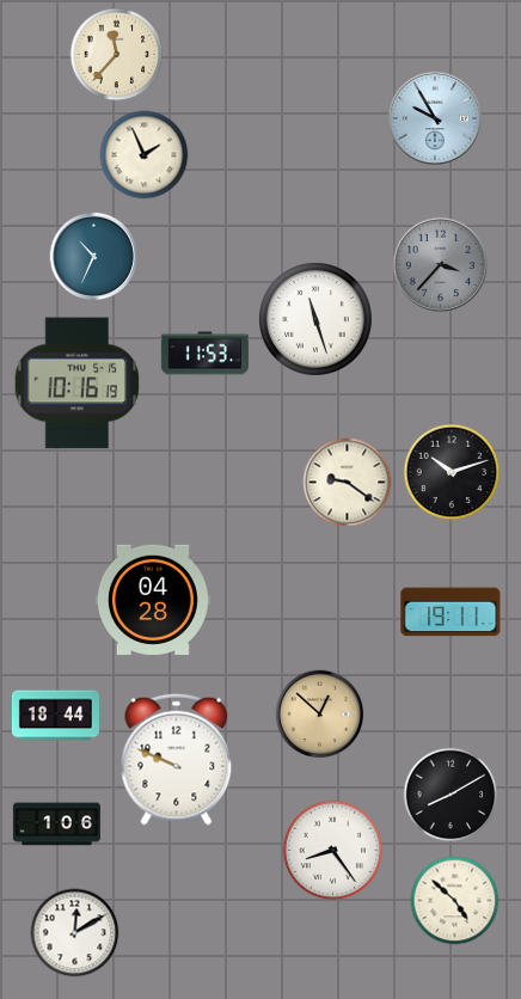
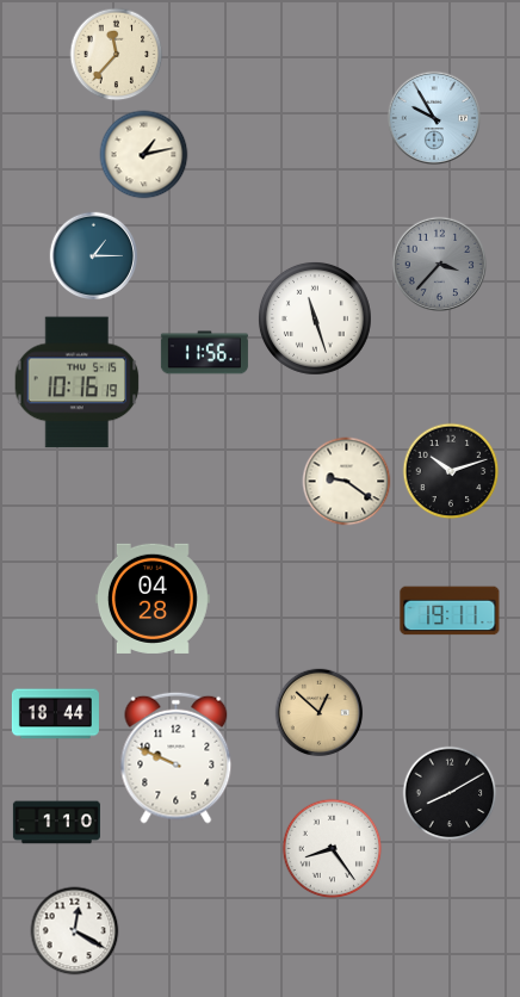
clock at (145, 155): 1:56 -> 1:13
clock at (94, 257): 10:34 -> 1:15
clock at (204, 354): 11:53 -> 11:56
clock at (56, 825): 1:06 -> 1:10
clock at (455, 901): 4:52 -> none
clock at (75, 933): 12:10 -> 12:20
